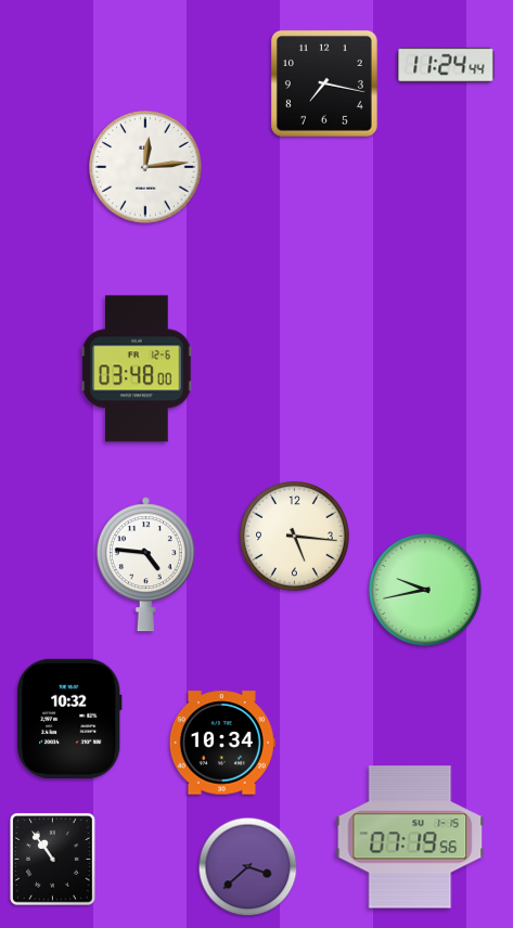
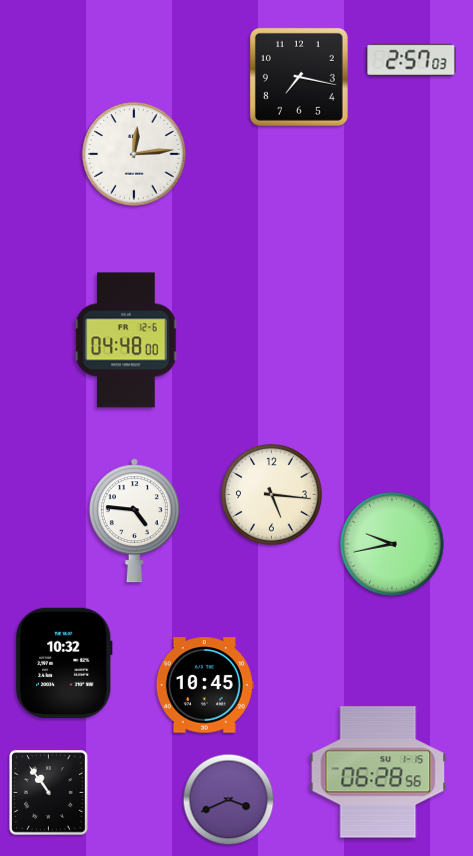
clock at (446, 65): 11:24 -> 2:57
clock at (137, 369): 03:48 -> 04:48
clock at (222, 743): 10:34 -> 10:45
clock at (410, 837): 07:19 -> 06:28
clock at (248, 867): 3:38 -> 3:41
